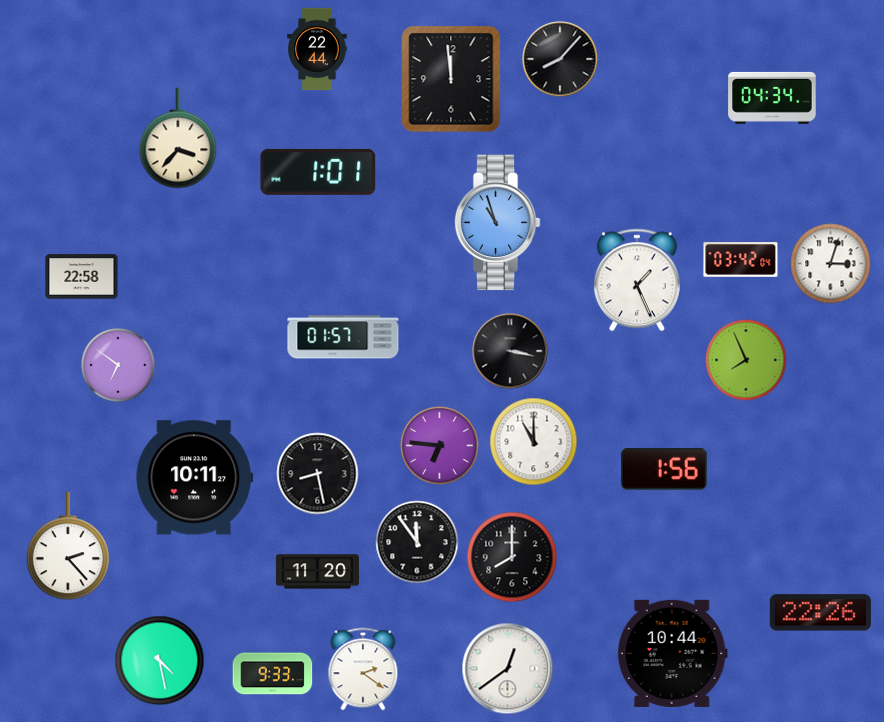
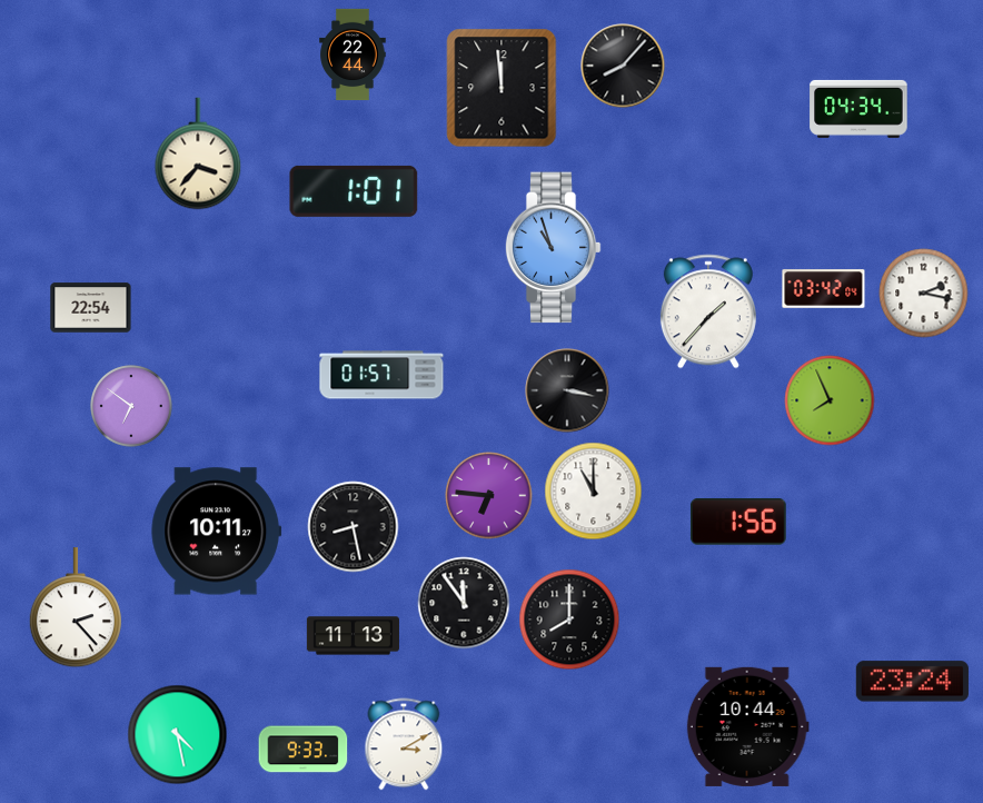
clock at (831, 264): 3:03 -> 2:17
clock at (82, 277): 22:58 -> 22:54
clock at (637, 280): 1:26 -> 1:37
clock at (317, 572): 11:20 -> 11:13
clock at (820, 613): 22:26 -> 23:24
clock at (363, 669): 2:21 -> 3:10
clock at (508, 669): 12:39 -> none
